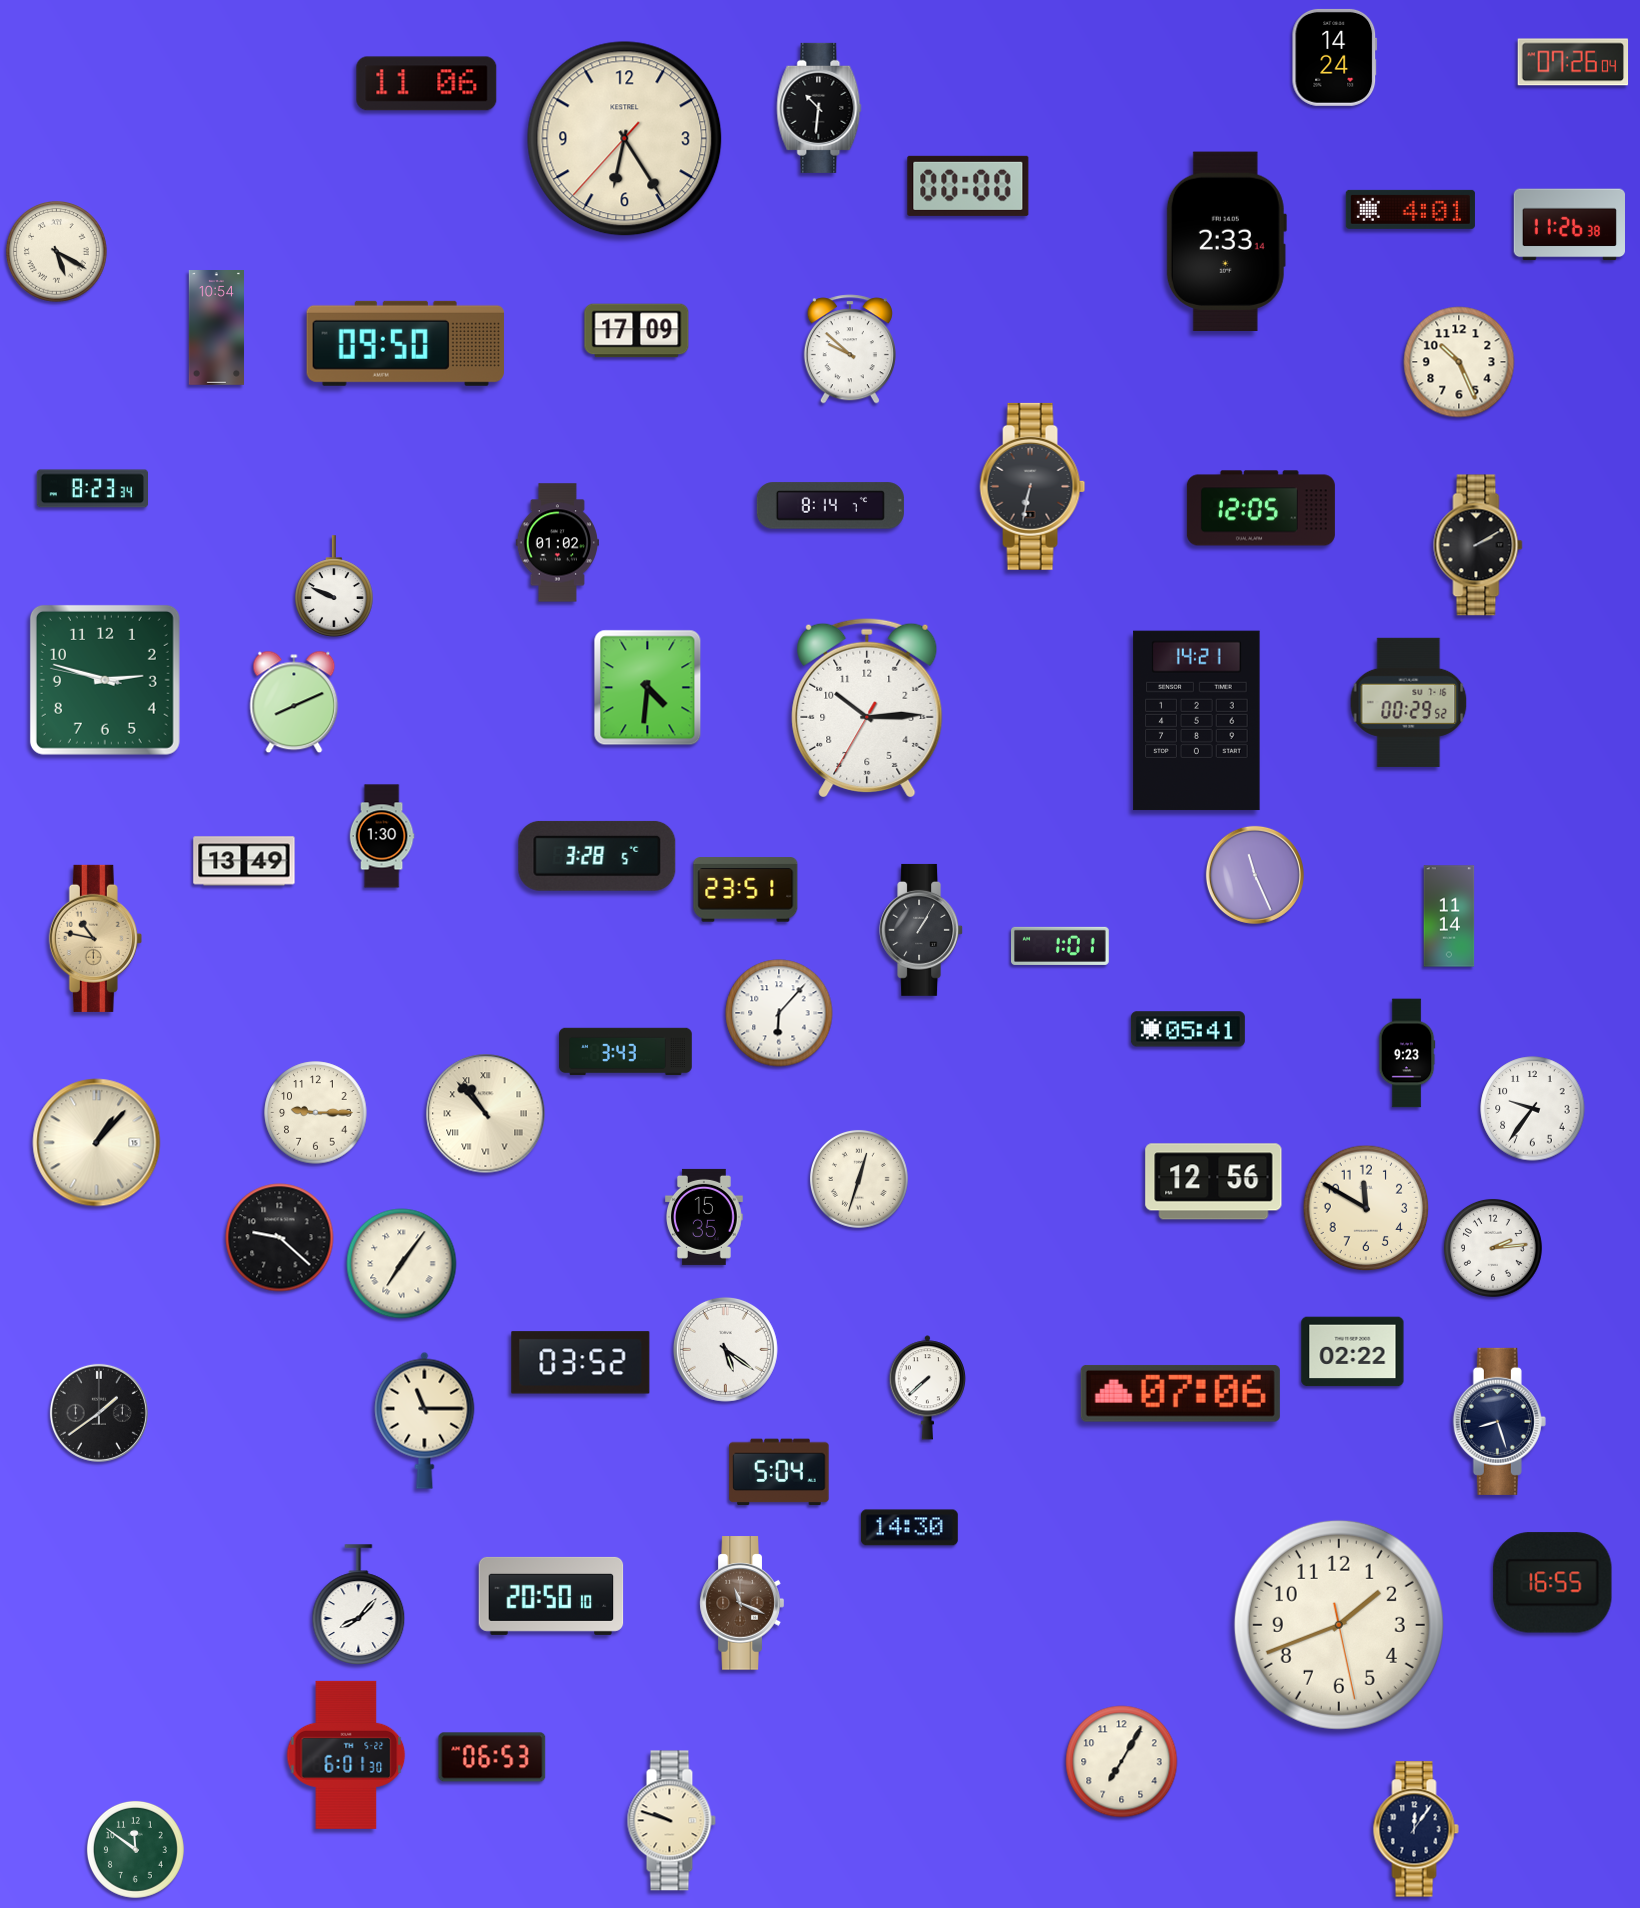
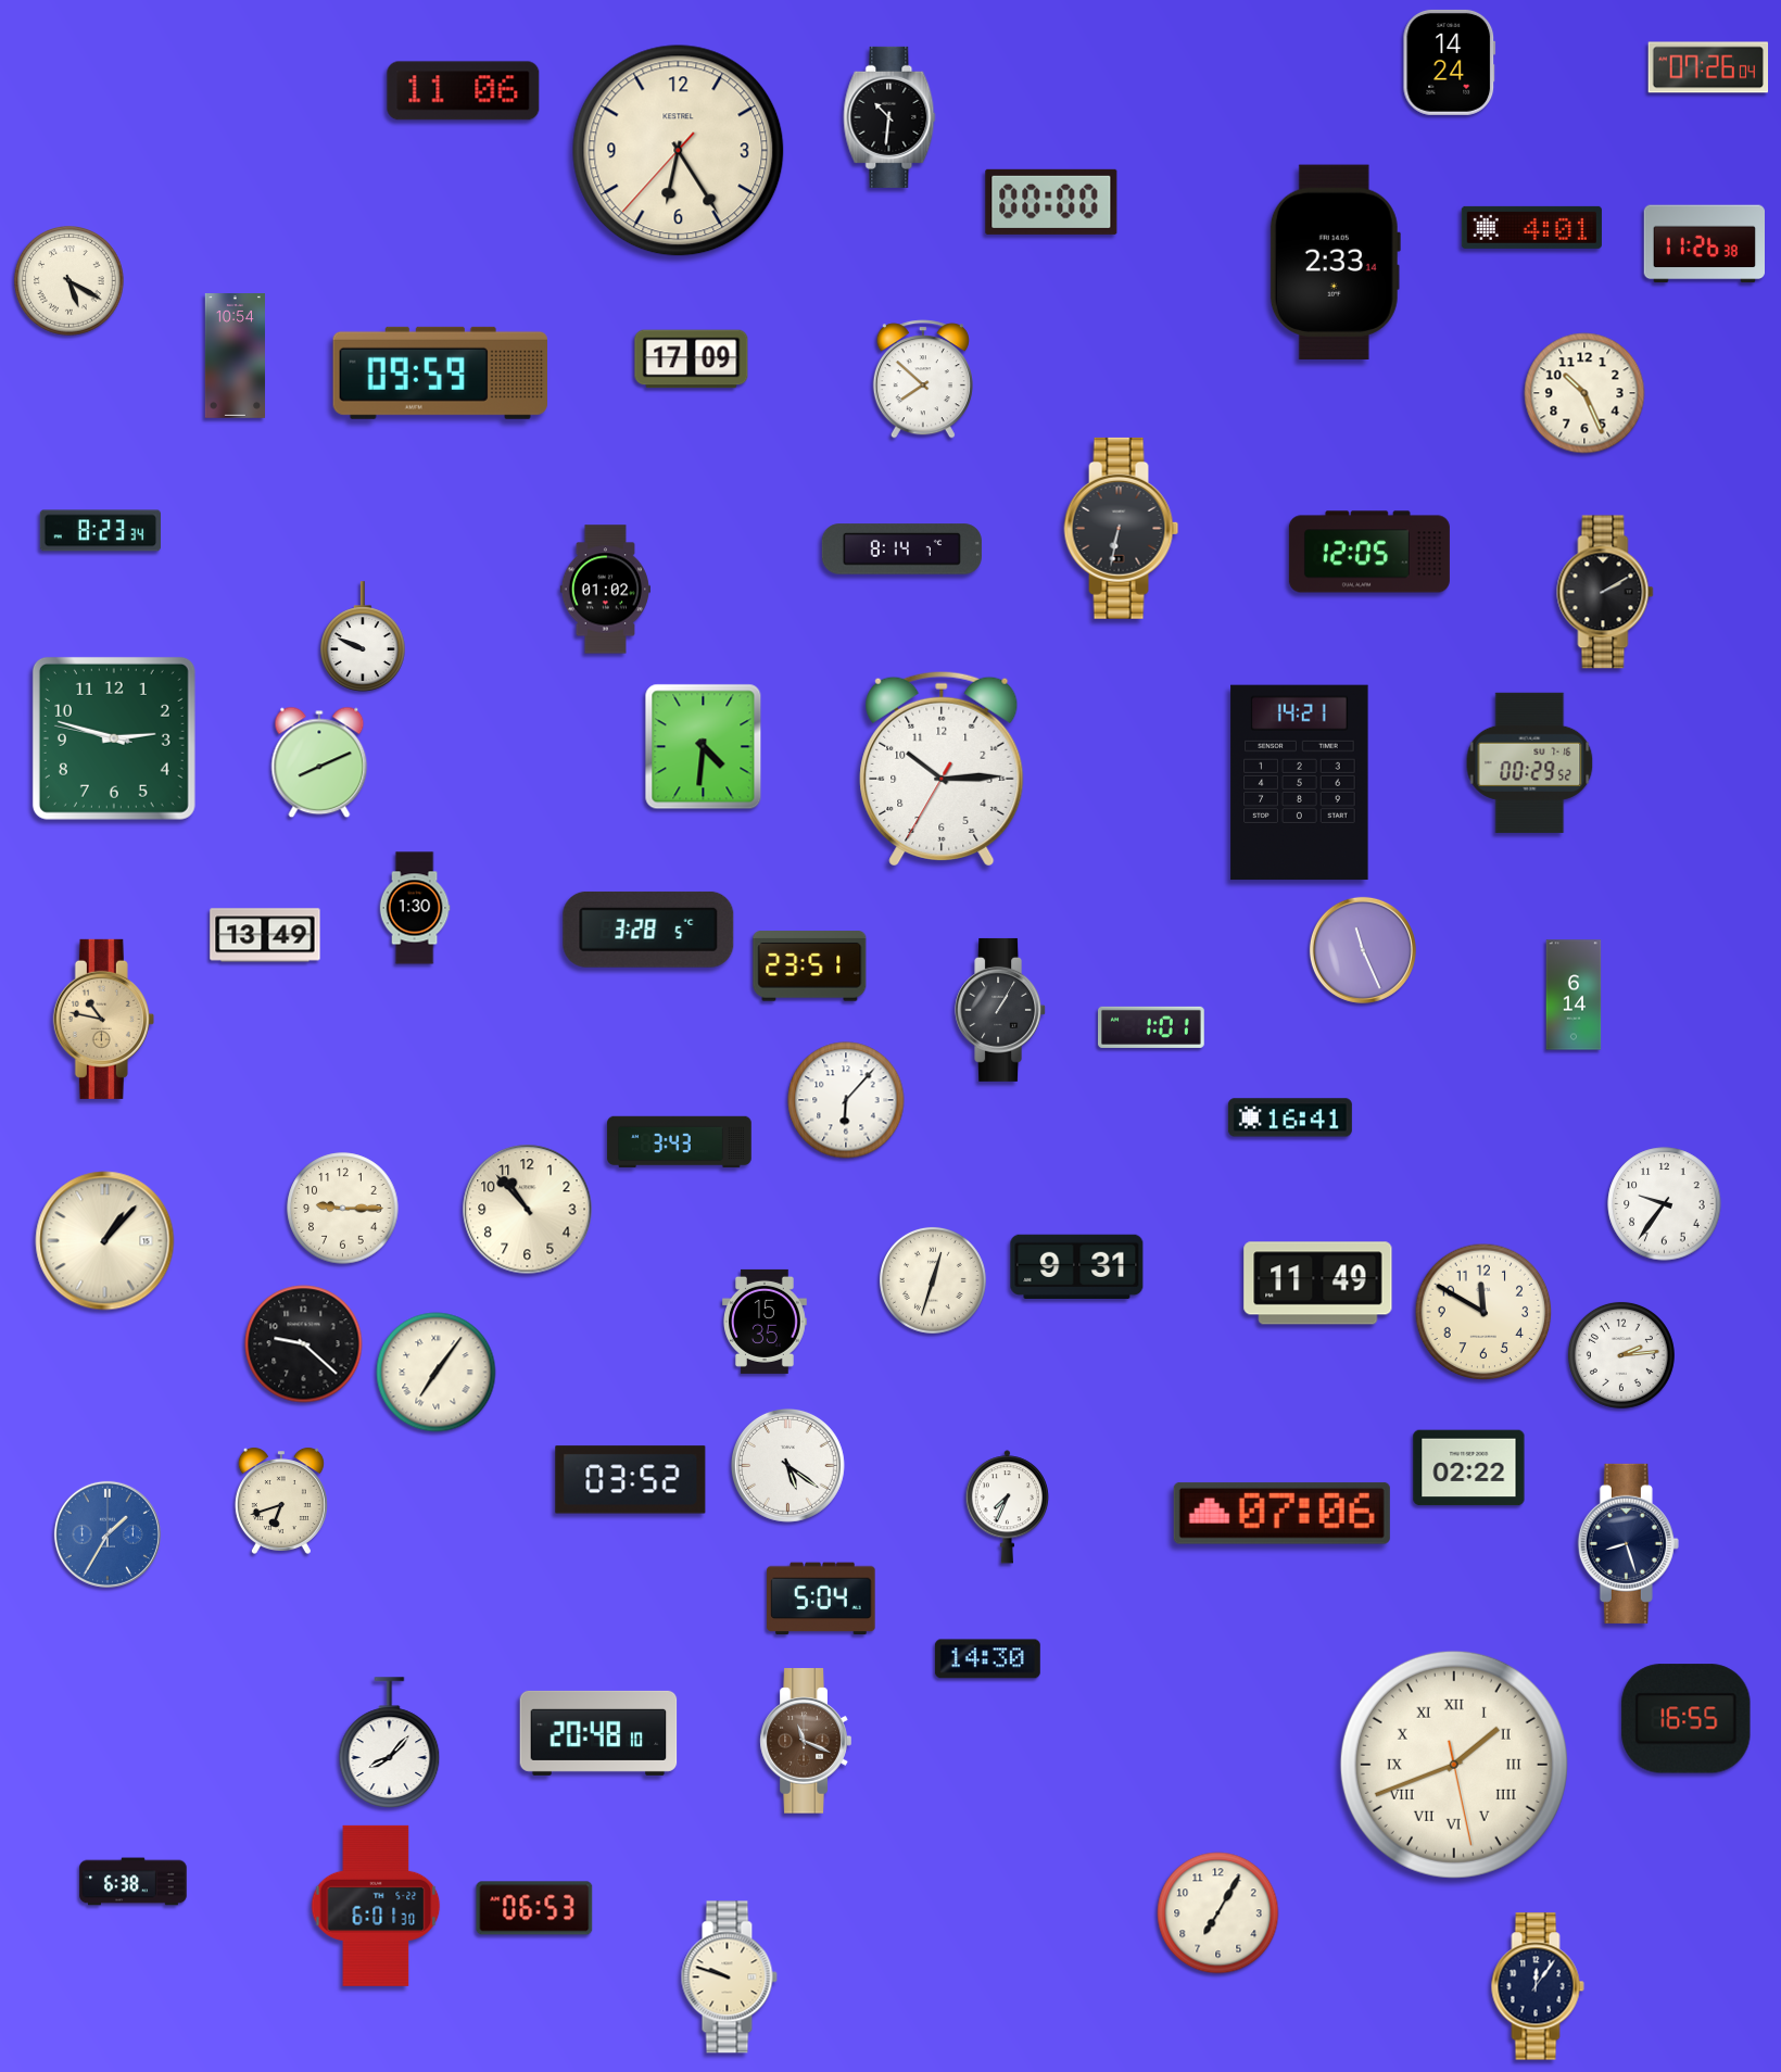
clock at (1226, 241) position: (1226, 241) -> (1335, 262)
clock at (57, 252) position: (57, 252) -> (70, 281)
clock at (405, 343): 09:50 -> 09:59
clock at (850, 349): 9:52 -> 7:52
clock at (1449, 916): 11:14 -> 6:14
clock at (1188, 1029): 05:41 -> 16:41
clock at (1407, 1053): 9:23 -> none
clock at (486, 1114) numerals: Roman -> Arabic
clock at (1077, 1266): none -> 9:31
clock at (1214, 1182): 12:56 -> 11:49
clock at (281, 1501): none -> 6:42
clock at (927, 1388): 7:38 -> 7:34
clock at (99, 1413): 1:39 -> 1:35
clock at (99, 1413) dial: black -> blue
clock at (425, 1420): 11:15 -> none
clock at (779, 1472) position: (779, 1472) -> (821, 1599)
clock at (551, 1596): 20:50 -> 20:48
clock at (1339, 1625) numerals: Arabic -> Roman
clock at (134, 1882): none -> 6:38
clock at (135, 1849): 11:51 -> none
